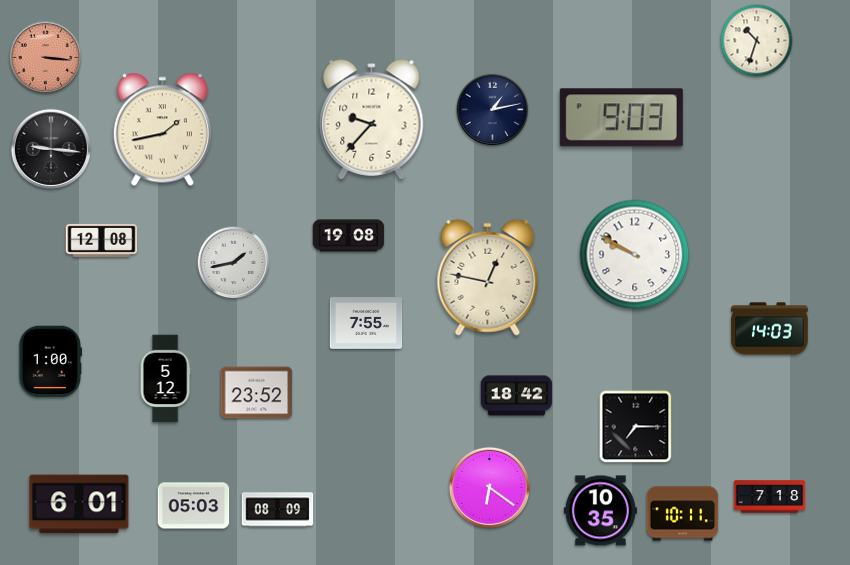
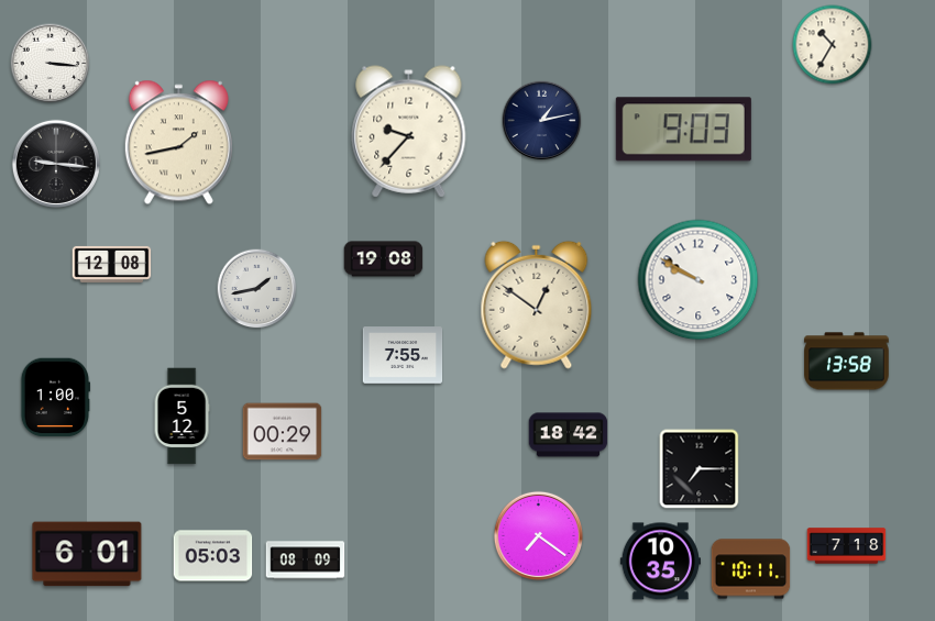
clock at (757, 41): 10:33 -> 10:35
clock at (46, 58) dial: salmon -> white
clock at (488, 277): 12:47 -> 12:51
clock at (770, 329): 14:03 -> 13:58
clock at (257, 393): 23:52 -> 00:29
clock at (489, 487): 6:21 -> 7:21
clock at (683, 514) position: (683, 514) -> (751, 569)
